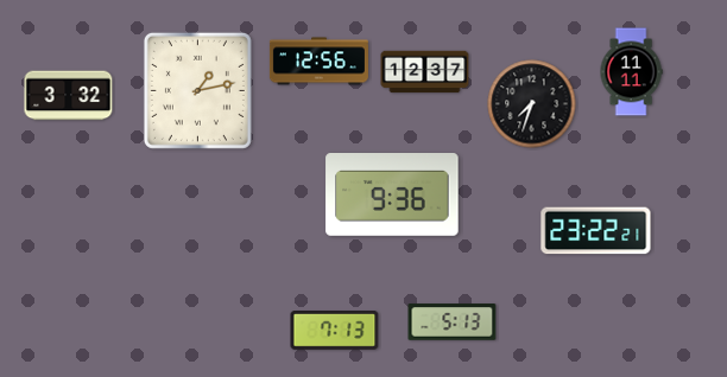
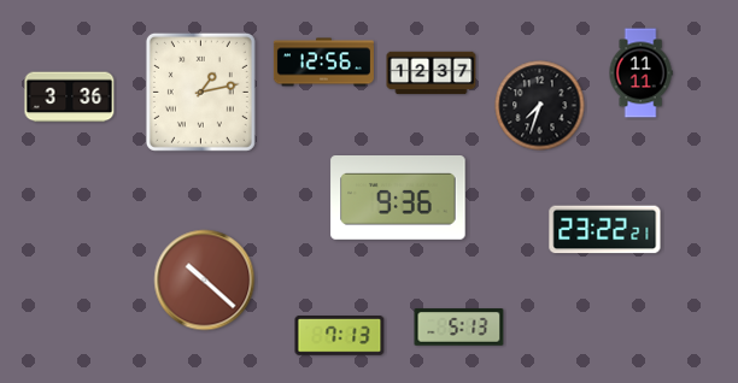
clock at (69, 96): 3:32 -> 3:36
clock at (596, 231) position: (596, 231) -> (605, 230)
clock at (205, 281): none -> 10:22
